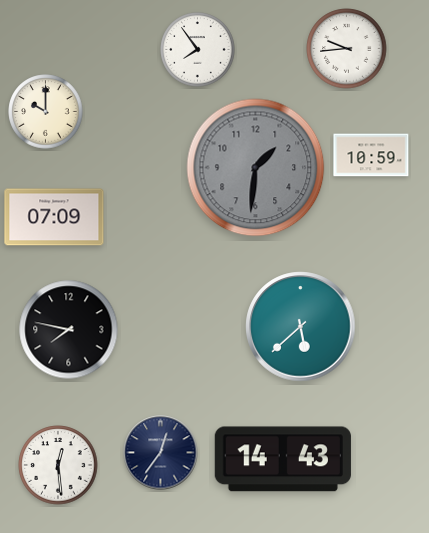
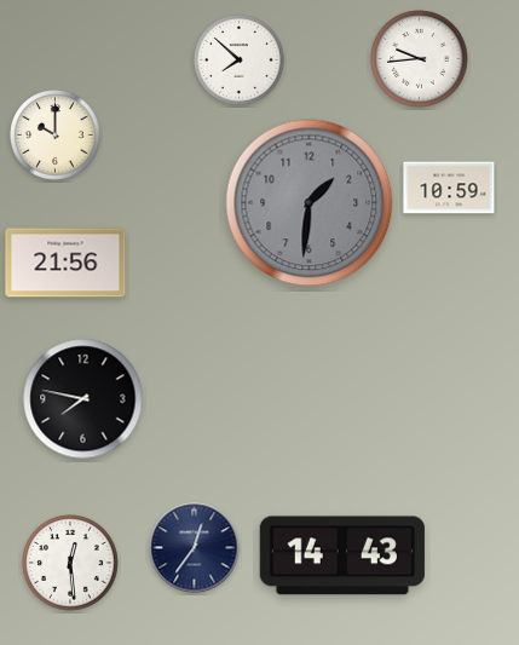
clock at (198, 50): 7:54 -> 7:52
clock at (54, 217): 07:09 -> 21:56
clock at (301, 327): 5:38 -> none
